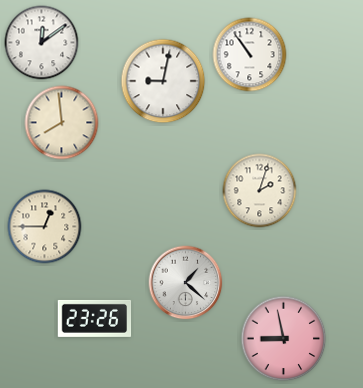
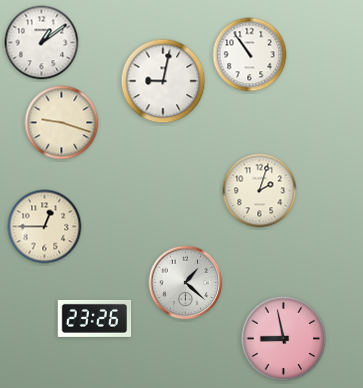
clock at (42, 43): 12:09 -> 1:09
clock at (62, 123): 7:59 -> 9:18
